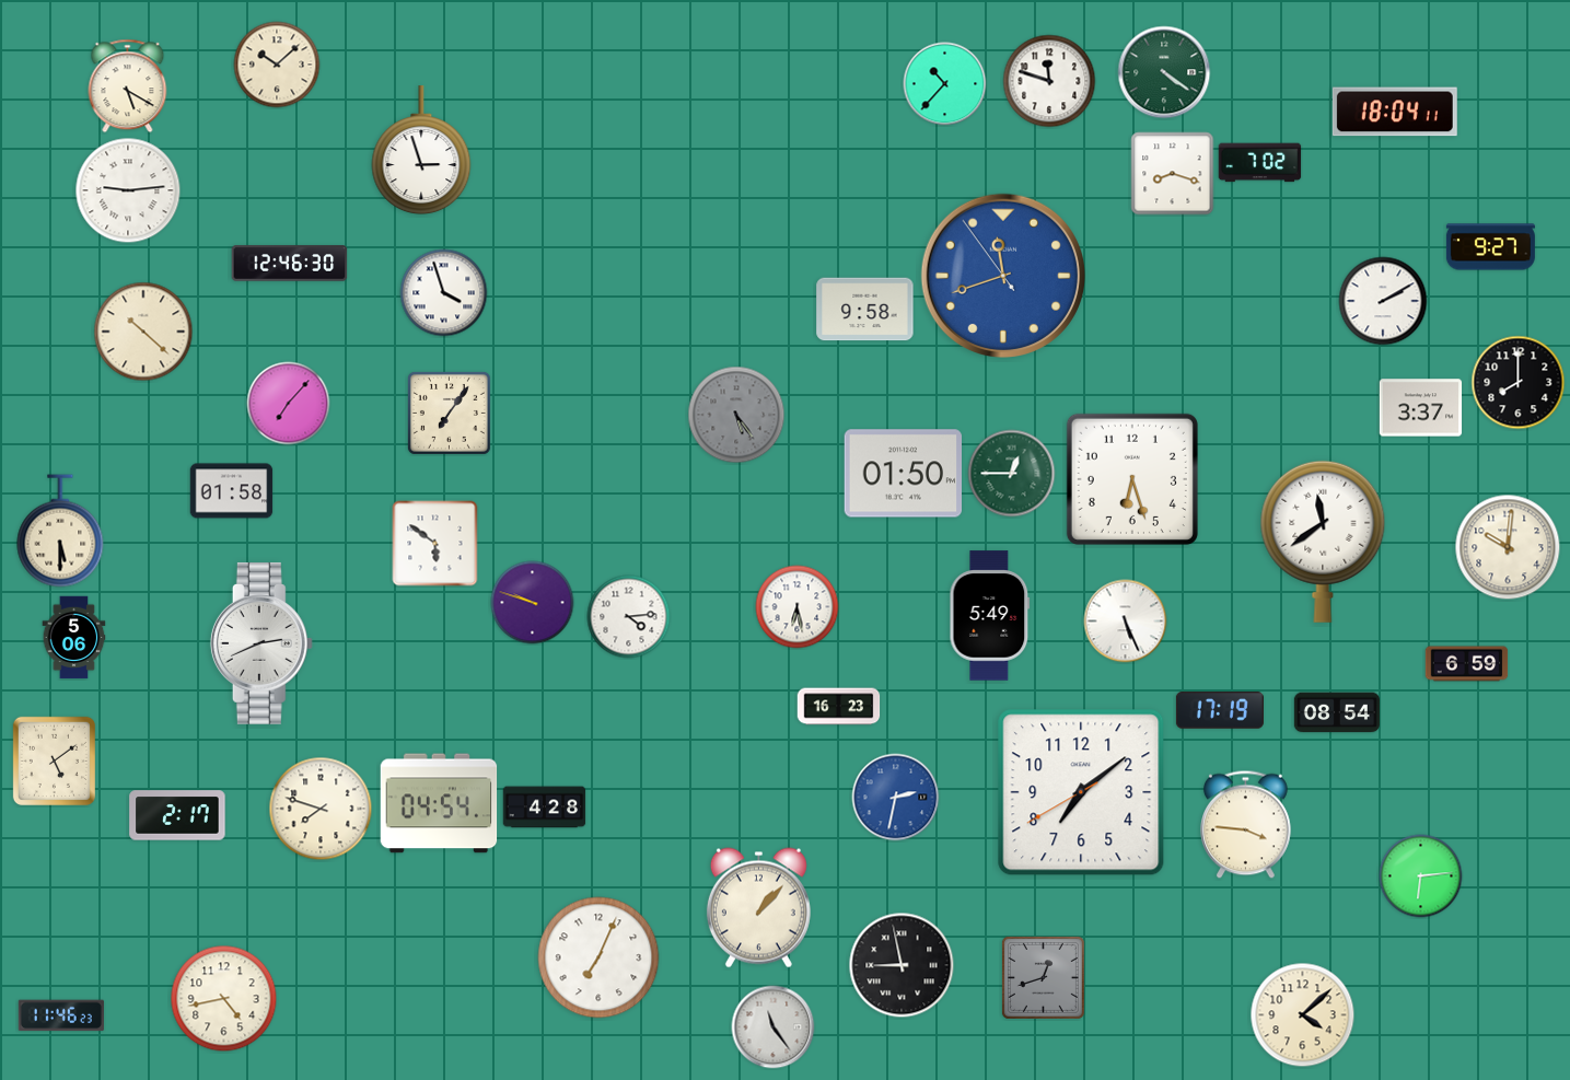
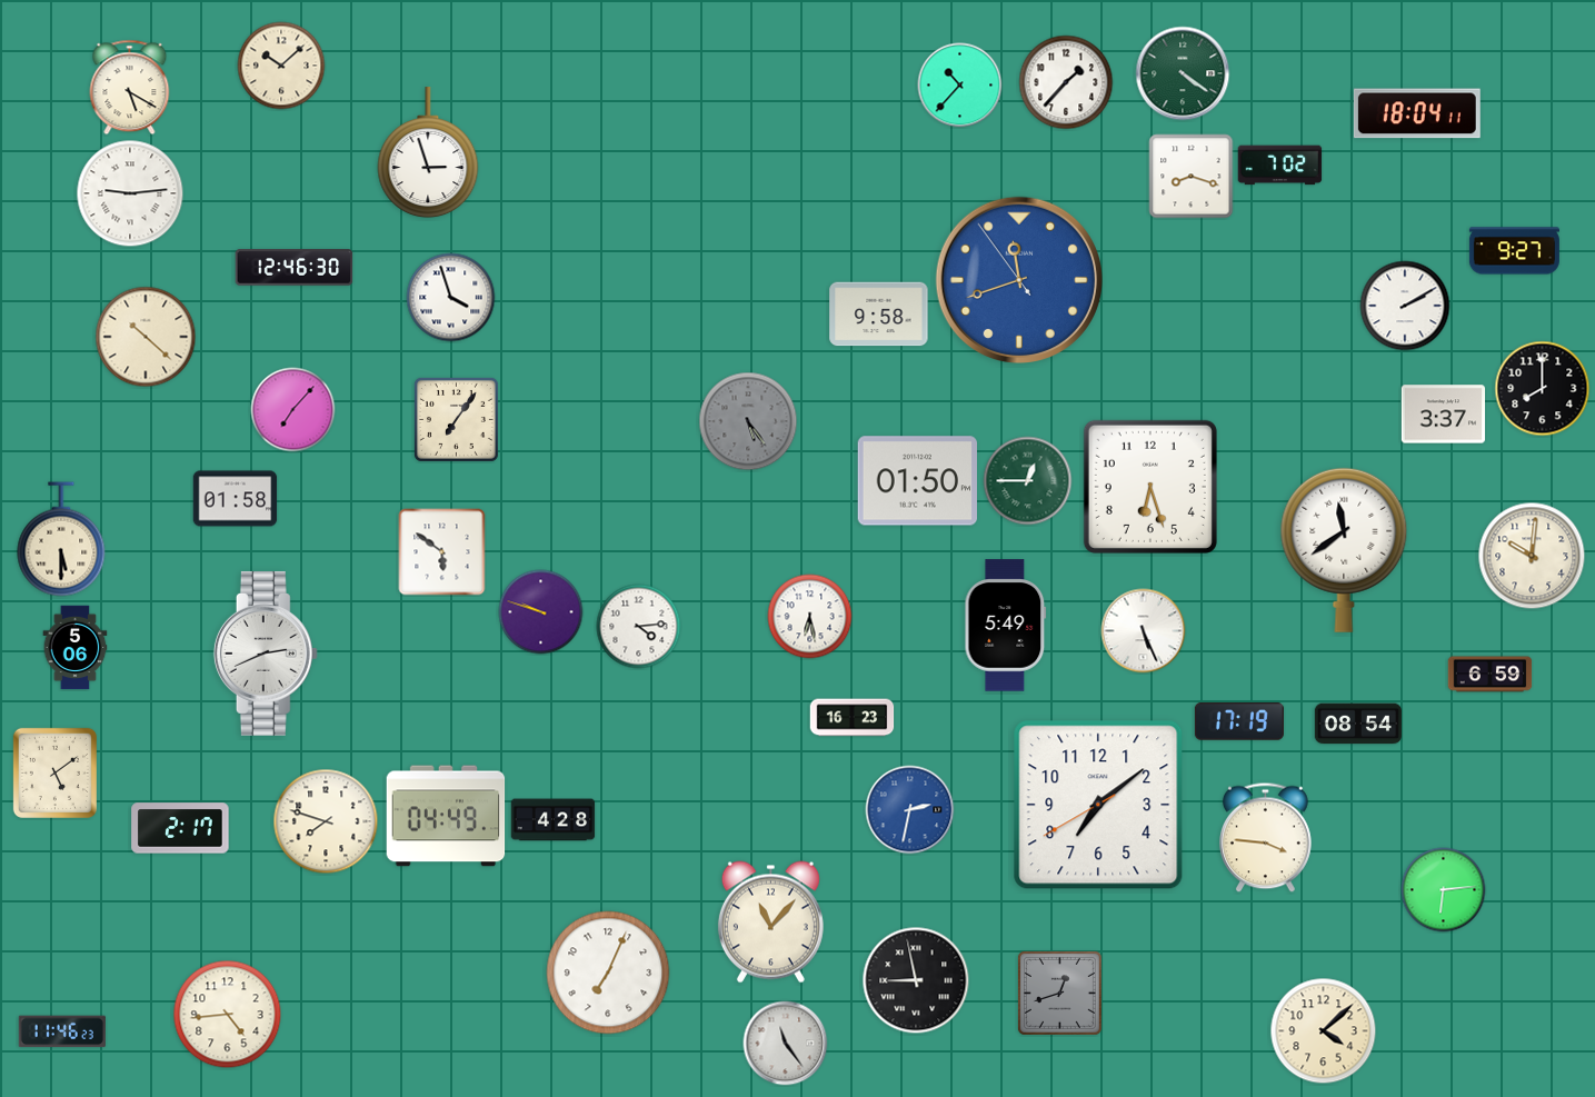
clock at (1049, 81): 11:48 -> 1:37
clock at (439, 803): 04:54 -> 04:49
clock at (758, 908): 1:07 -> 11:07
clock at (224, 999): 4:43 -> 4:44
